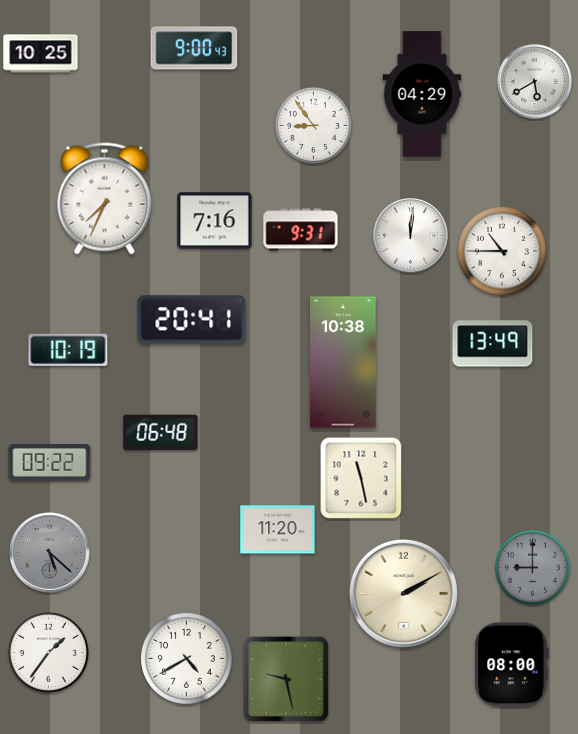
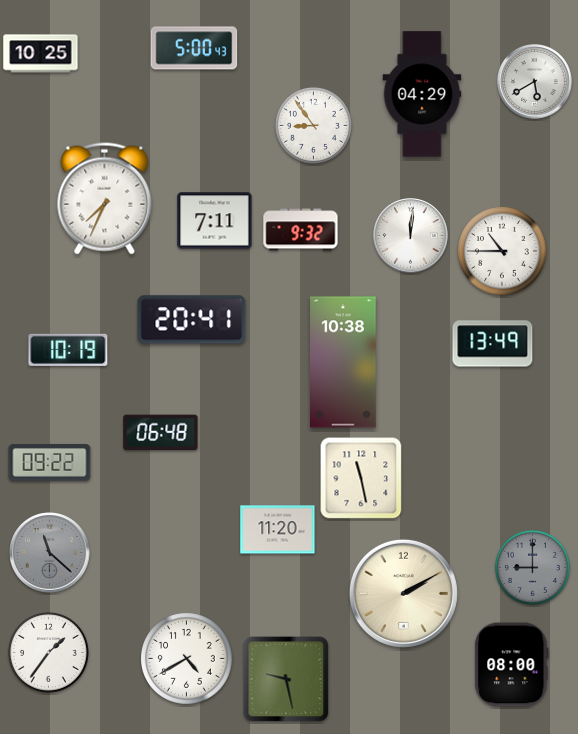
clock at (194, 48): 9:00 -> 5:00
clock at (215, 221): 7:16 -> 7:11
clock at (301, 230): 9:31 -> 9:32
clock at (50, 553): 5:22 -> 11:22
